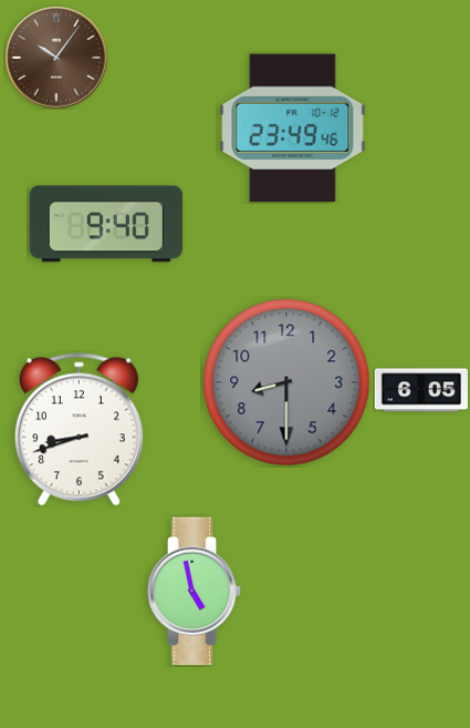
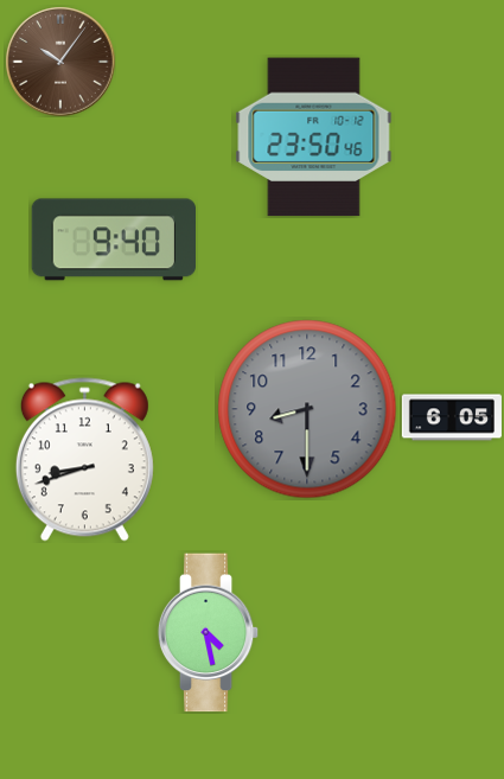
clock at (293, 129): 23:49 -> 23:50
clock at (195, 592): 4:58 -> 4:28
